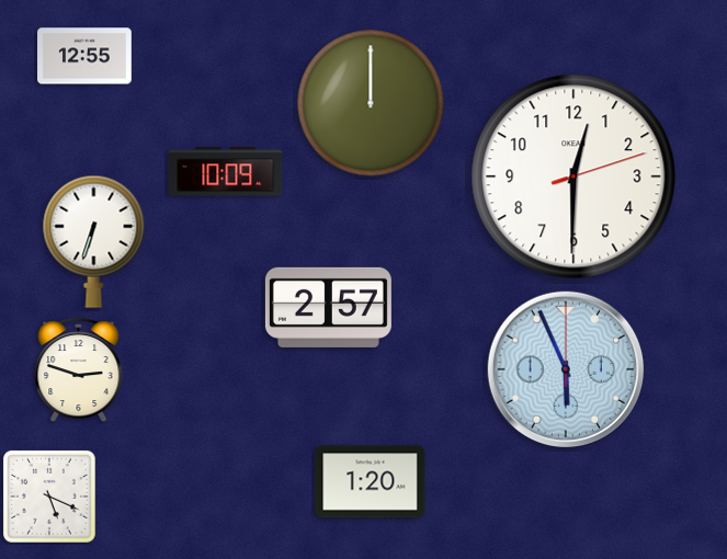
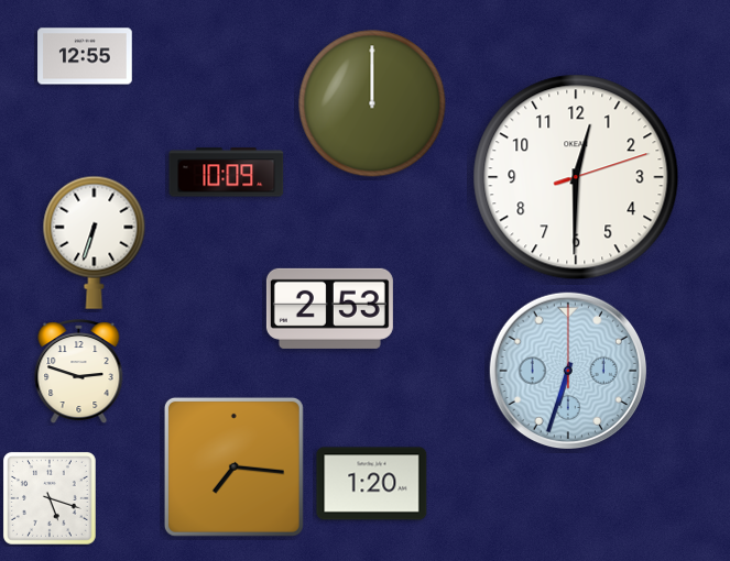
clock at (328, 307): 2:57 -> 2:53
clock at (565, 368): 5:56 -> 6:33
clock at (233, 466): none -> 7:16
clock at (49, 497): 5:19 -> 5:18
